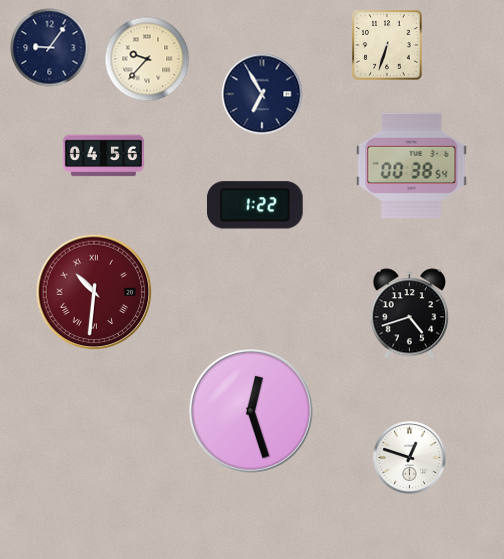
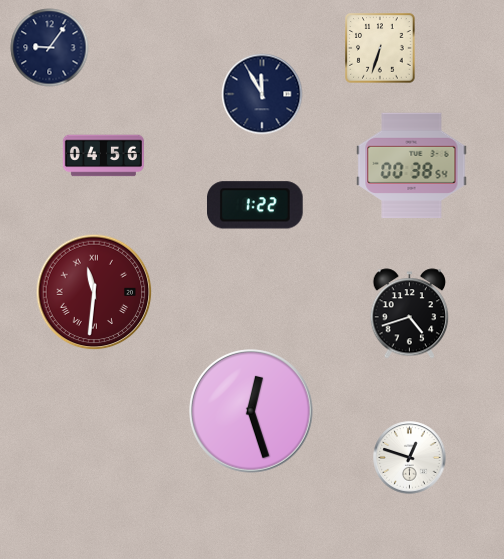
clock at (387, 45) position: (387, 45) -> (380, 48)
clock at (147, 59): 9:37 -> none
clock at (262, 94): 6:55 -> 11:55
clock at (94, 292): 10:31 -> 11:31
